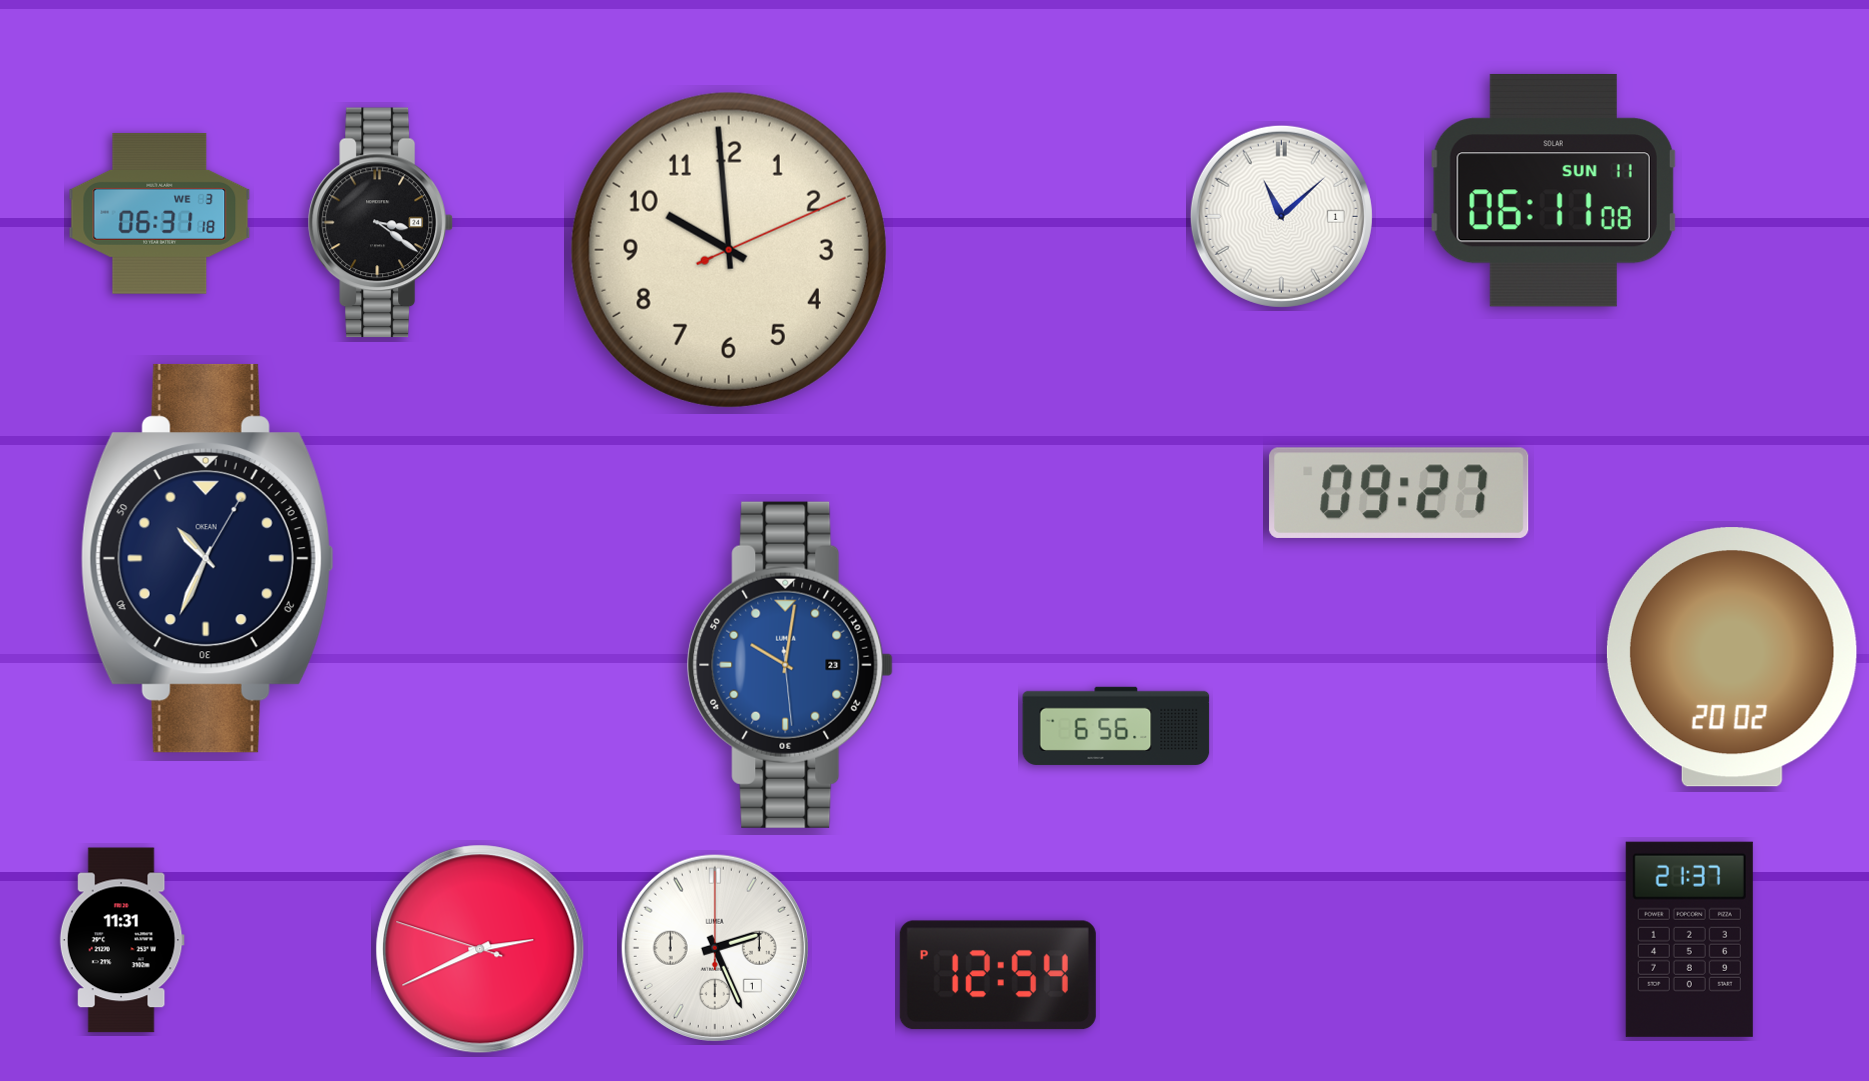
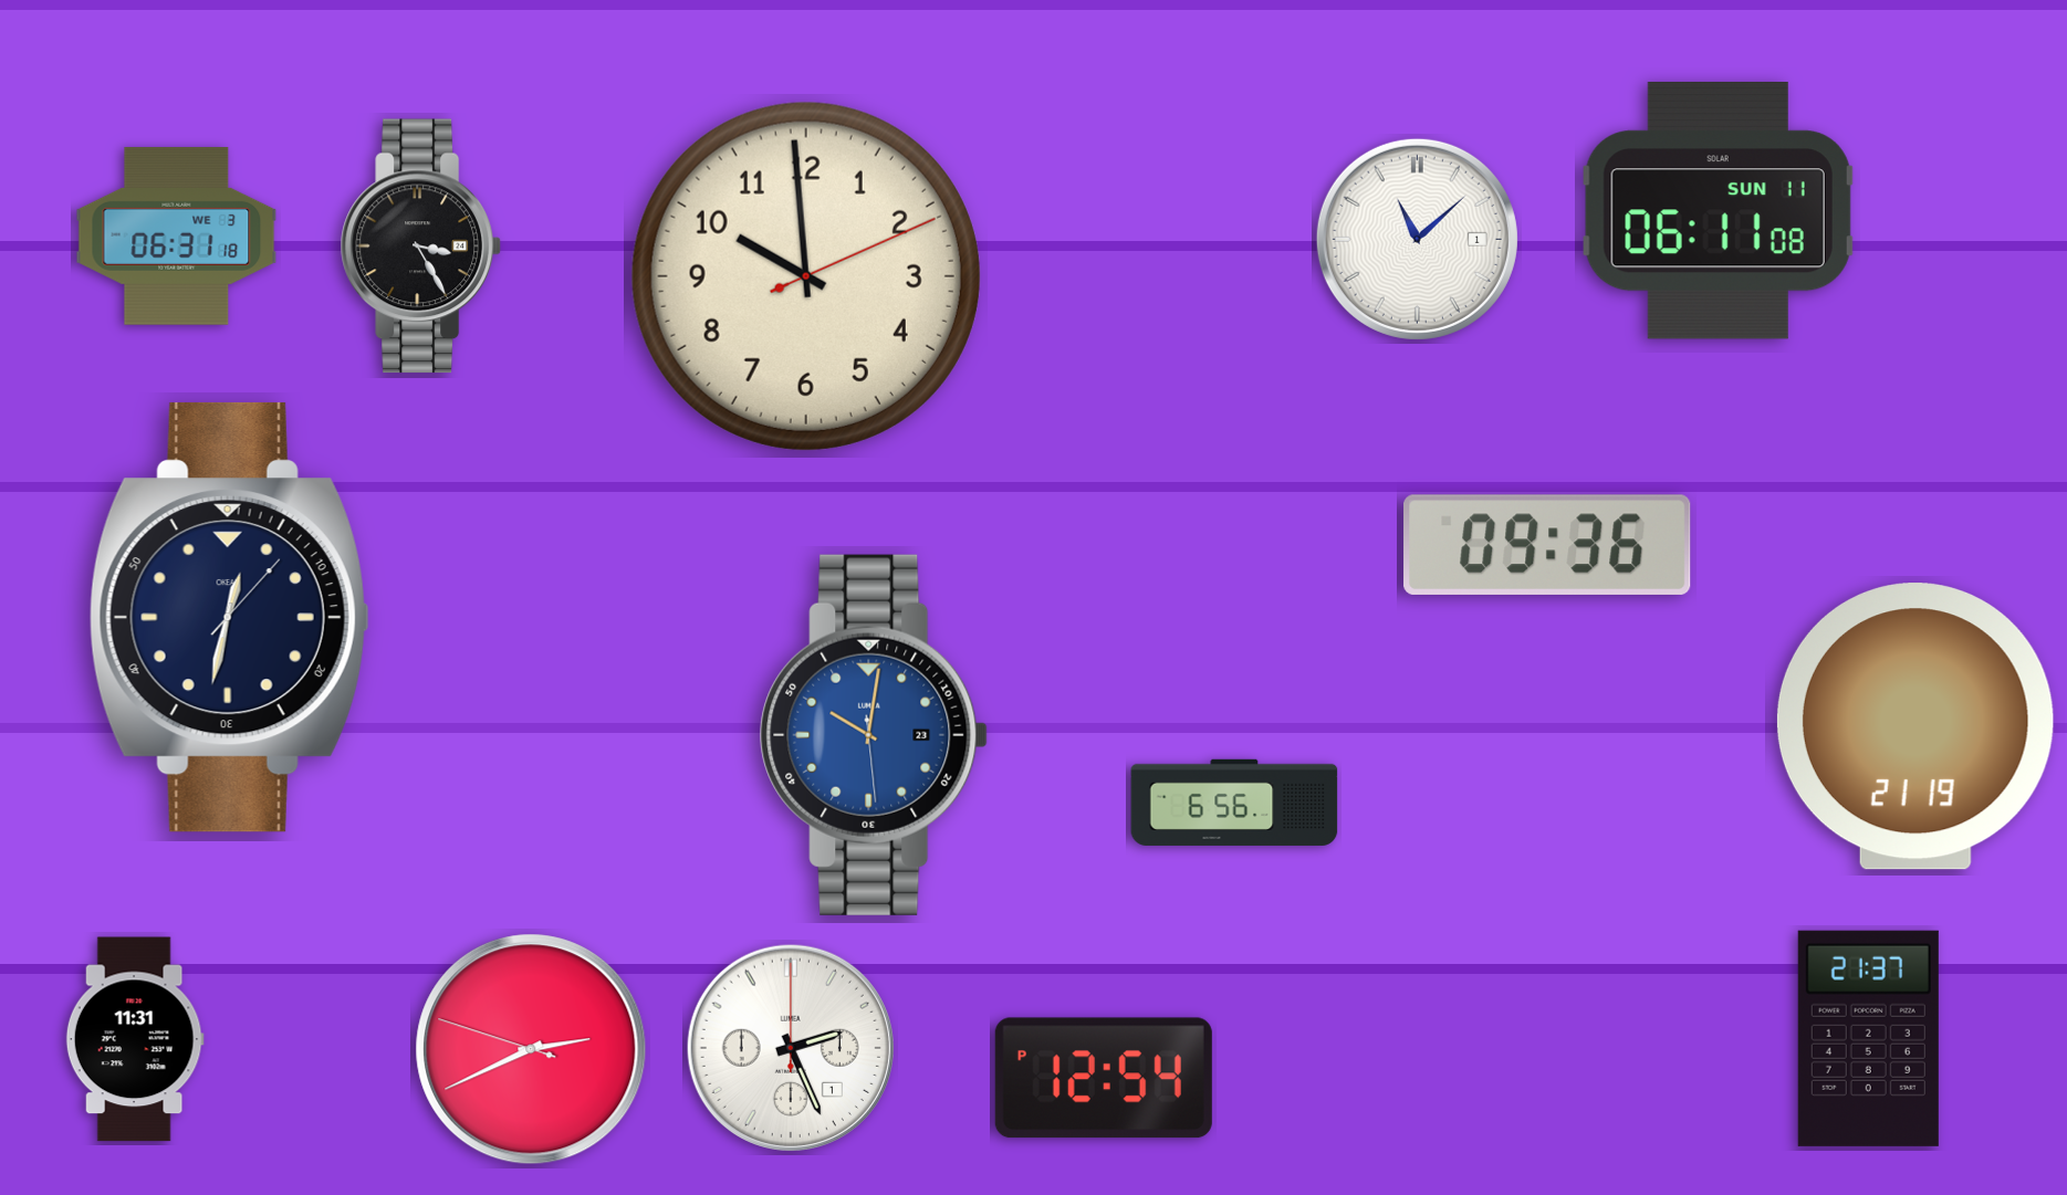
clock at (380, 223): 3:21 -> 3:25
clock at (1399, 493): 09:27 -> 09:36
clock at (207, 558): 10:34 -> 12:32
clock at (1732, 657): 20:02 -> 21:19
